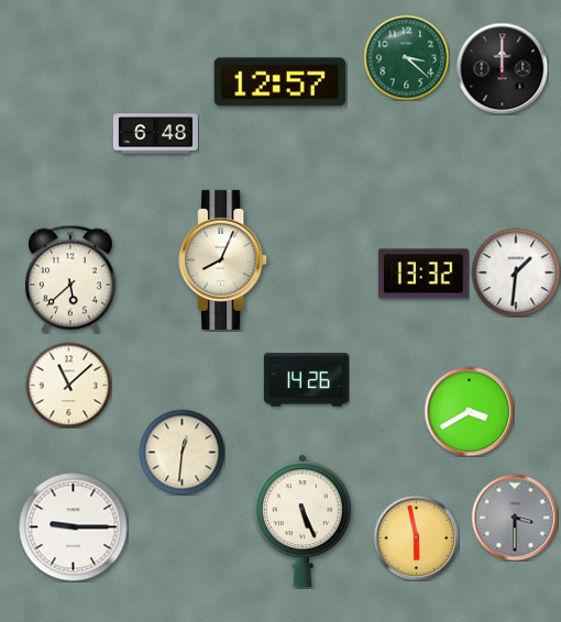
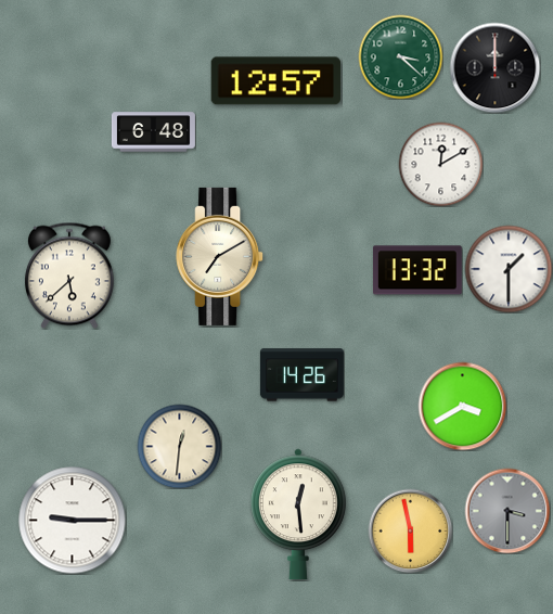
clock at (440, 164): none -> 12:10
clock at (223, 259): 8:04 -> 7:10
clock at (516, 273): 1:31 -> 1:30
clock at (68, 385): 11:08 -> none
clock at (304, 520): 5:26 -> 12:29
